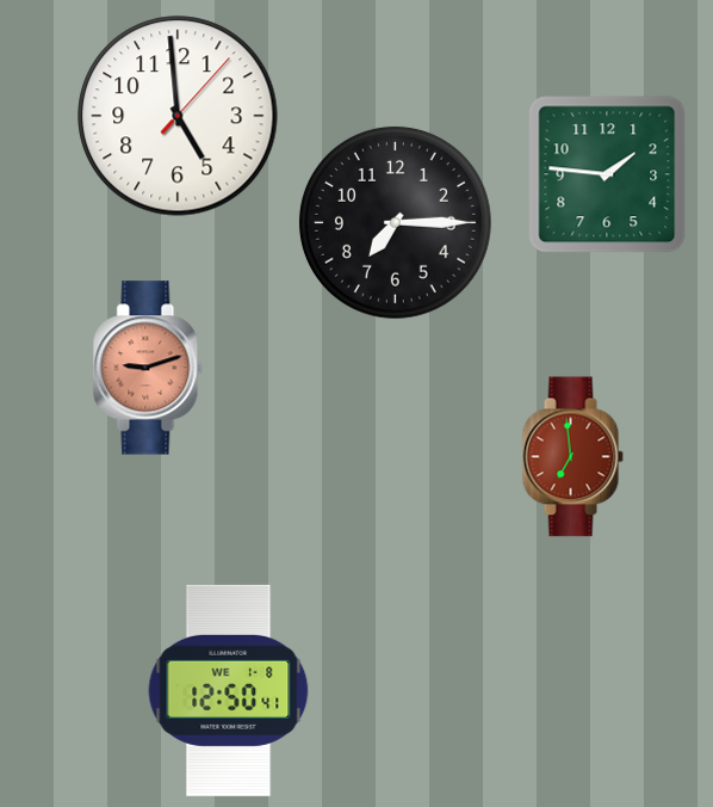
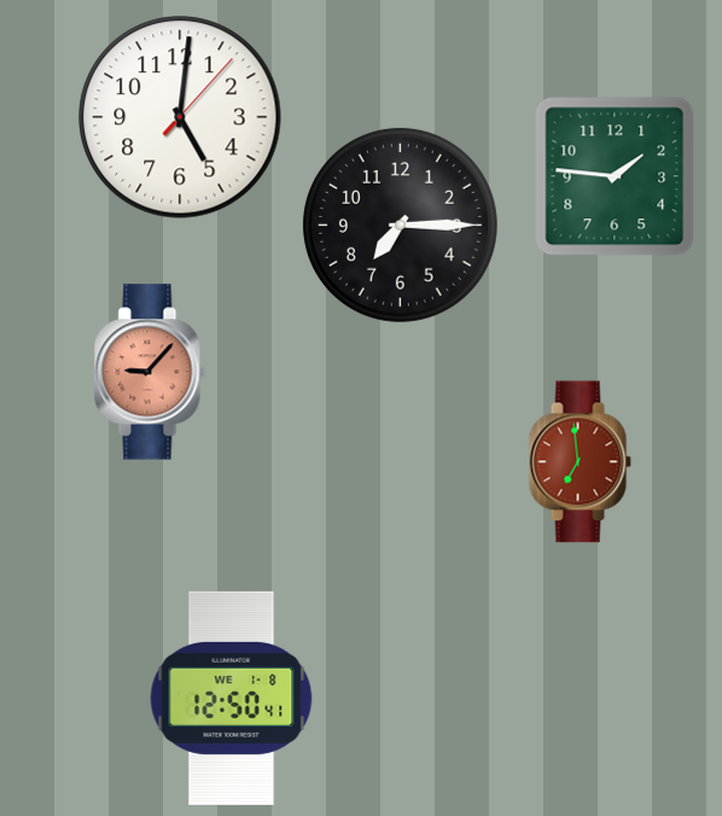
clock at (178, 116): 4:59 -> 5:01
clock at (148, 368): 9:12 -> 9:07
